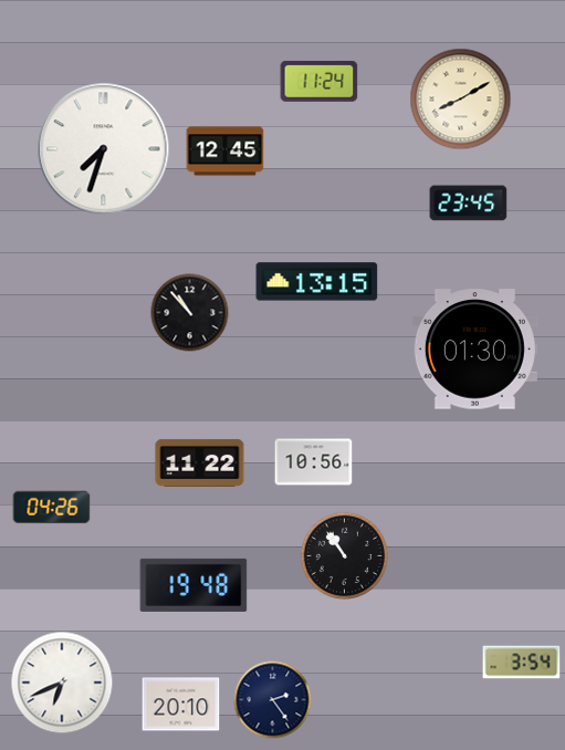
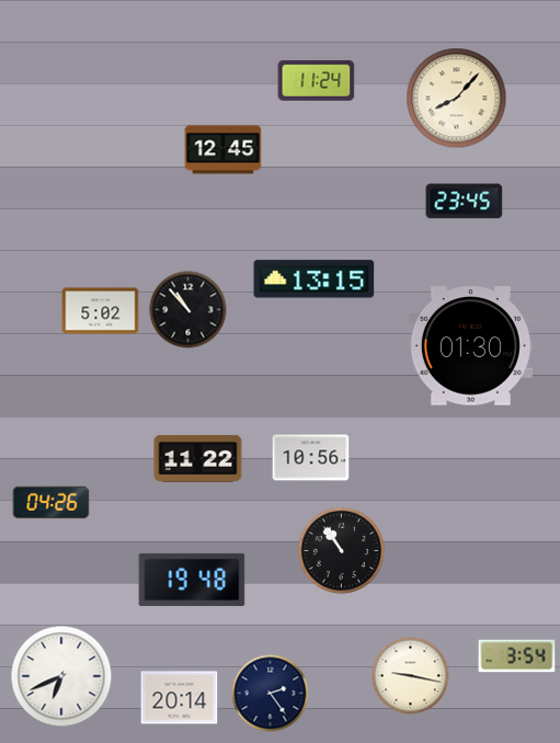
clock at (461, 100): 8:10 -> 8:07
clock at (104, 149): 7:33 -> none
clock at (101, 311): none -> 5:02
clock at (411, 676): none -> 9:17
clock at (181, 705): 20:10 -> 20:14
